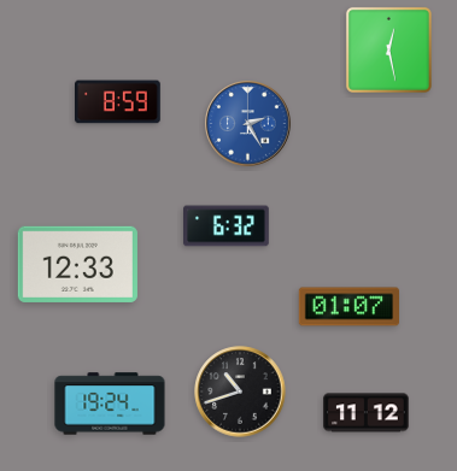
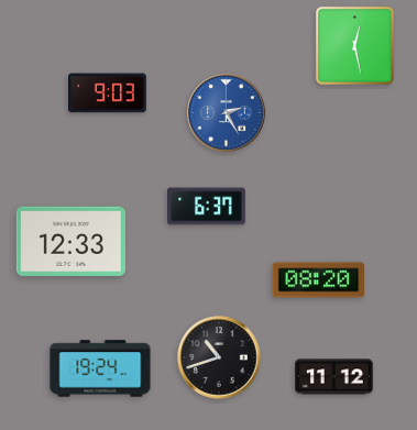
clock at (118, 102): 8:59 -> 9:03
clock at (227, 226): 6:32 -> 6:37
clock at (348, 307): 01:07 -> 08:20
